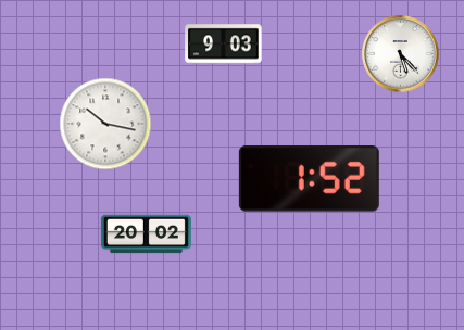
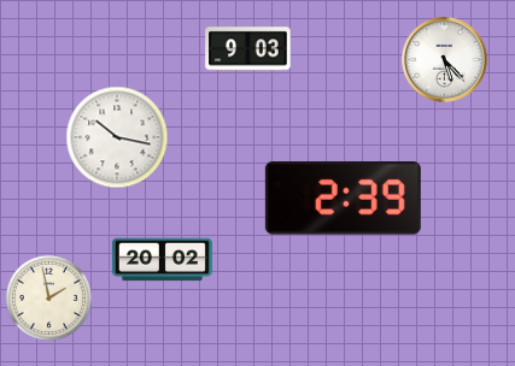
clock at (309, 179): 1:52 -> 2:39
clock at (48, 297): none -> 1:58
